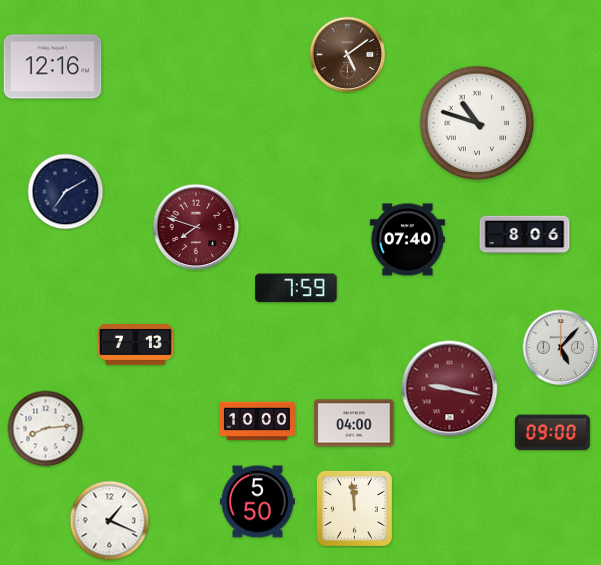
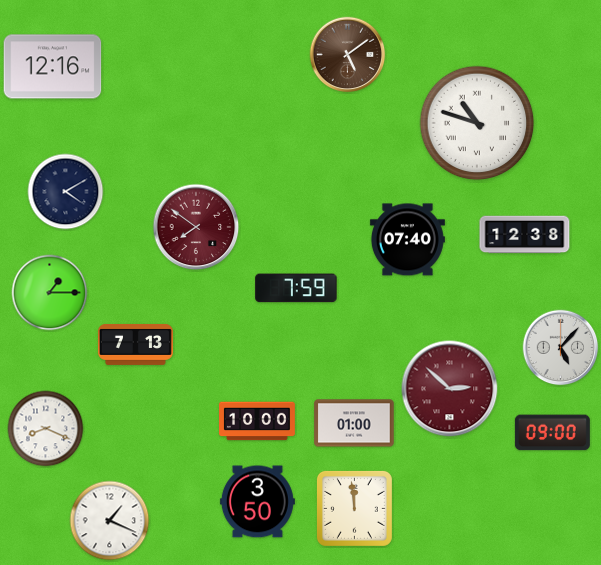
clock at (66, 192): 7:10 -> 4:10
clock at (196, 227): 7:48 -> 7:51
clock at (525, 235): 8:06 -> 12:38
clock at (50, 293): none -> 1:15
clock at (450, 389): 9:17 -> 2:52
clock at (354, 423): 04:00 -> 01:00
clock at (46, 429): 8:14 -> 8:19
clock at (257, 502): 5:50 -> 3:50
